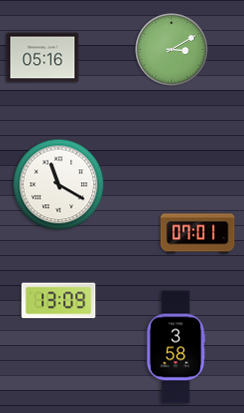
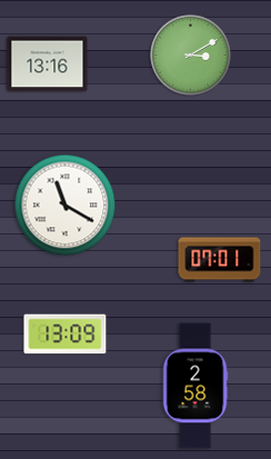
clock at (43, 58): 05:16 -> 13:16
clock at (176, 347): 3:58 -> 2:58
